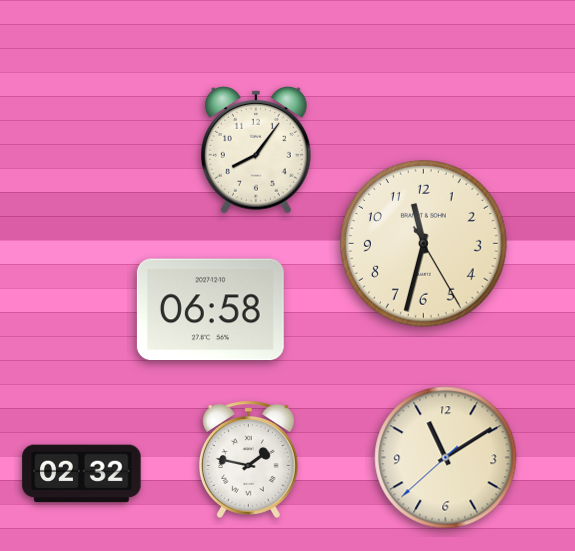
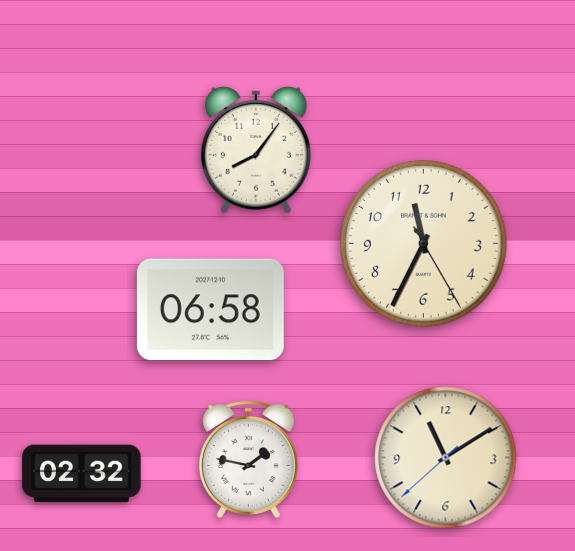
clock at (424, 244): 11:32 -> 11:34
